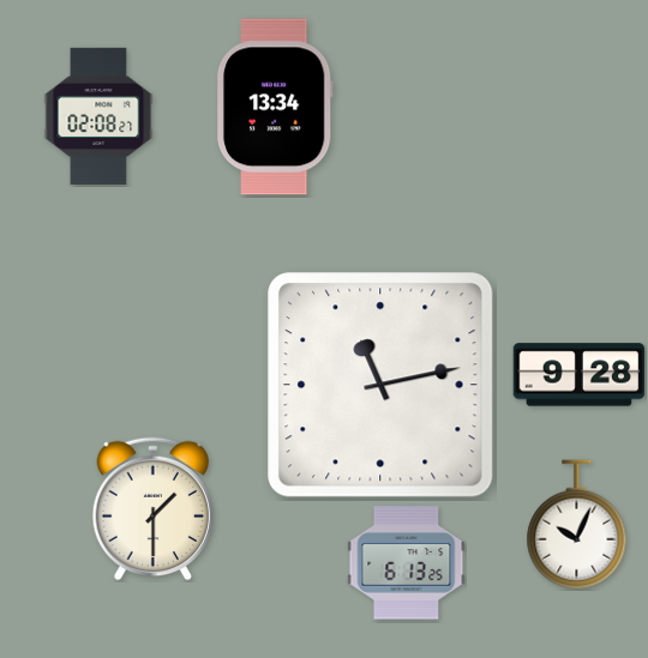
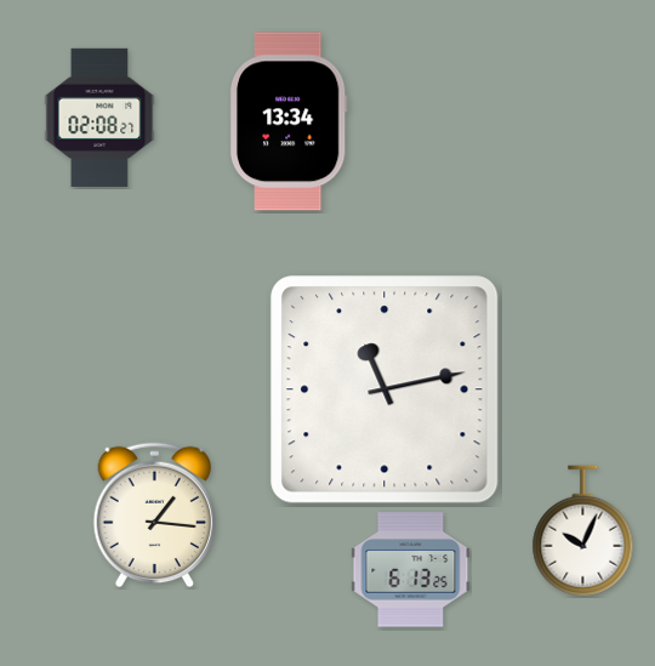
clock at (275, 107) position: (275, 107) -> (289, 121)
clock at (580, 375): 9:28 -> none
clock at (154, 509): 1:30 -> 1:16
